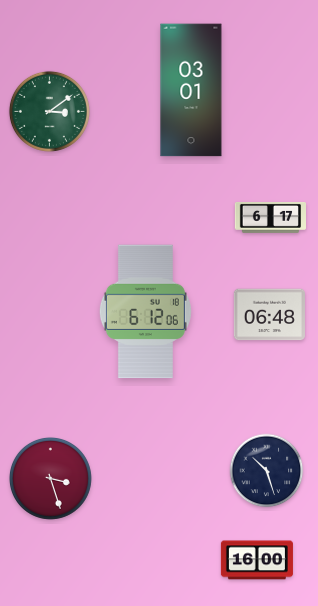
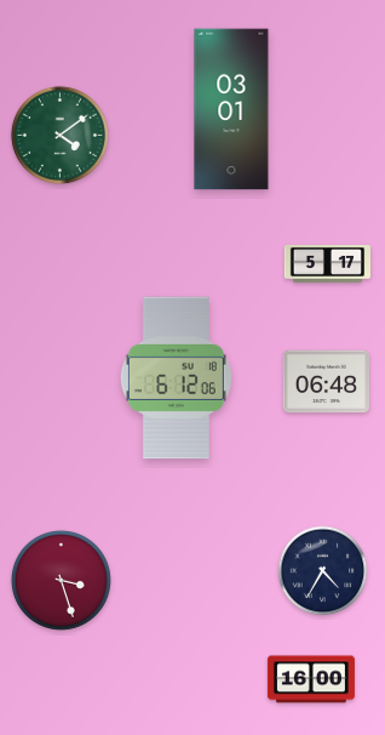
clock at (49, 111): 3:09 -> 4:09
clock at (270, 217): 6:17 -> 5:17
clock at (267, 471): 10:27 -> 4:35
